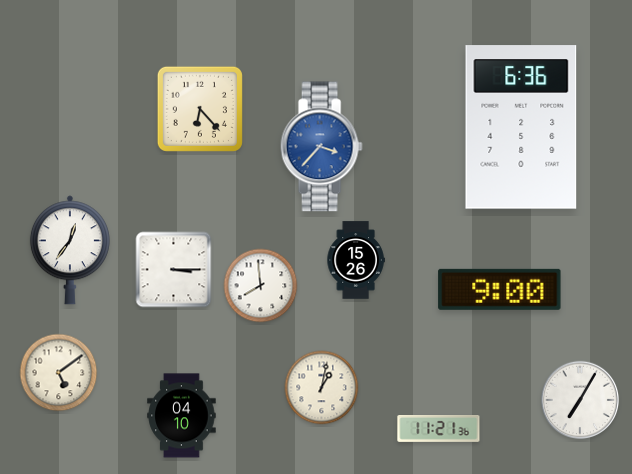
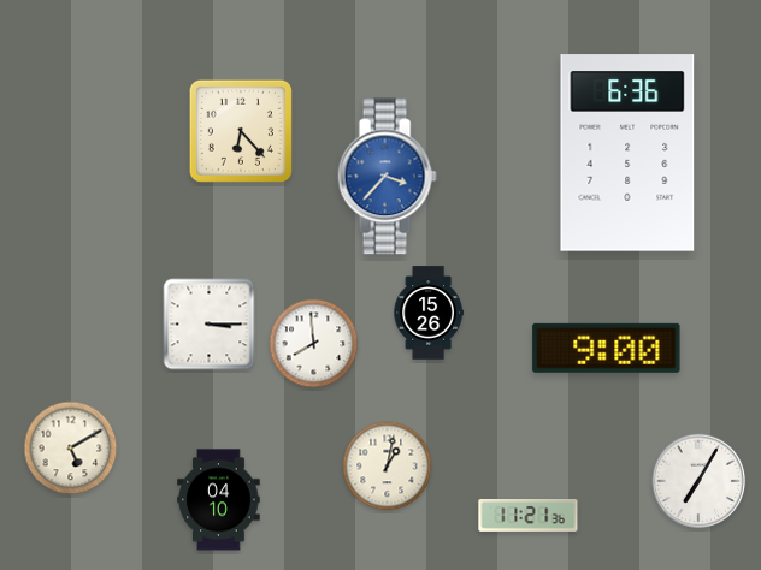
clock at (70, 250): 12:36 -> none
clock at (500, 289) position: (500, 289) -> (607, 348)
clock at (59, 373): 5:09 -> 5:10
